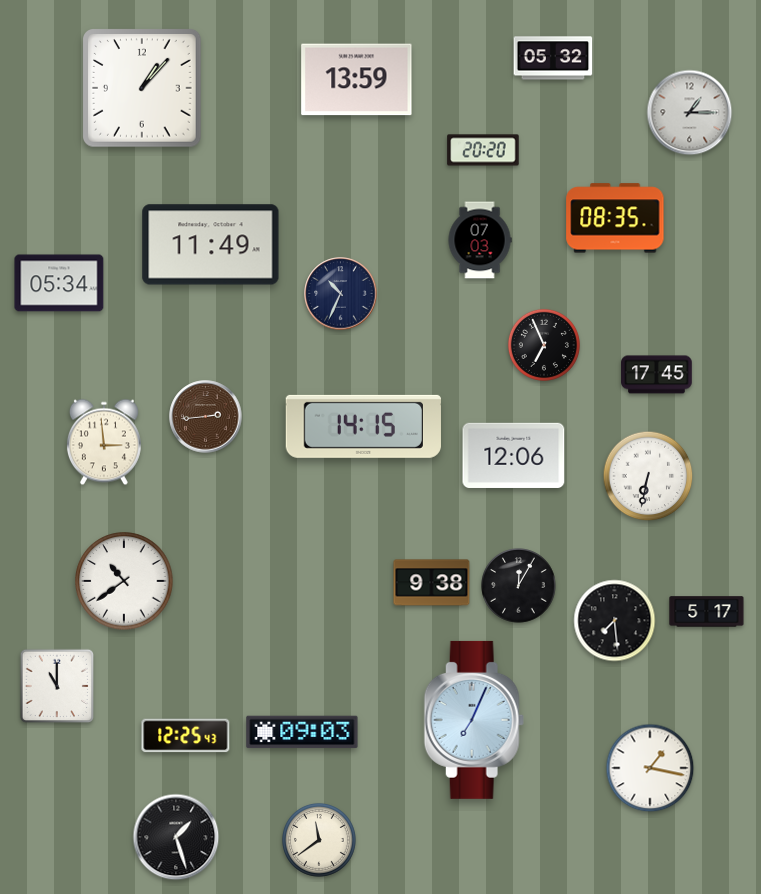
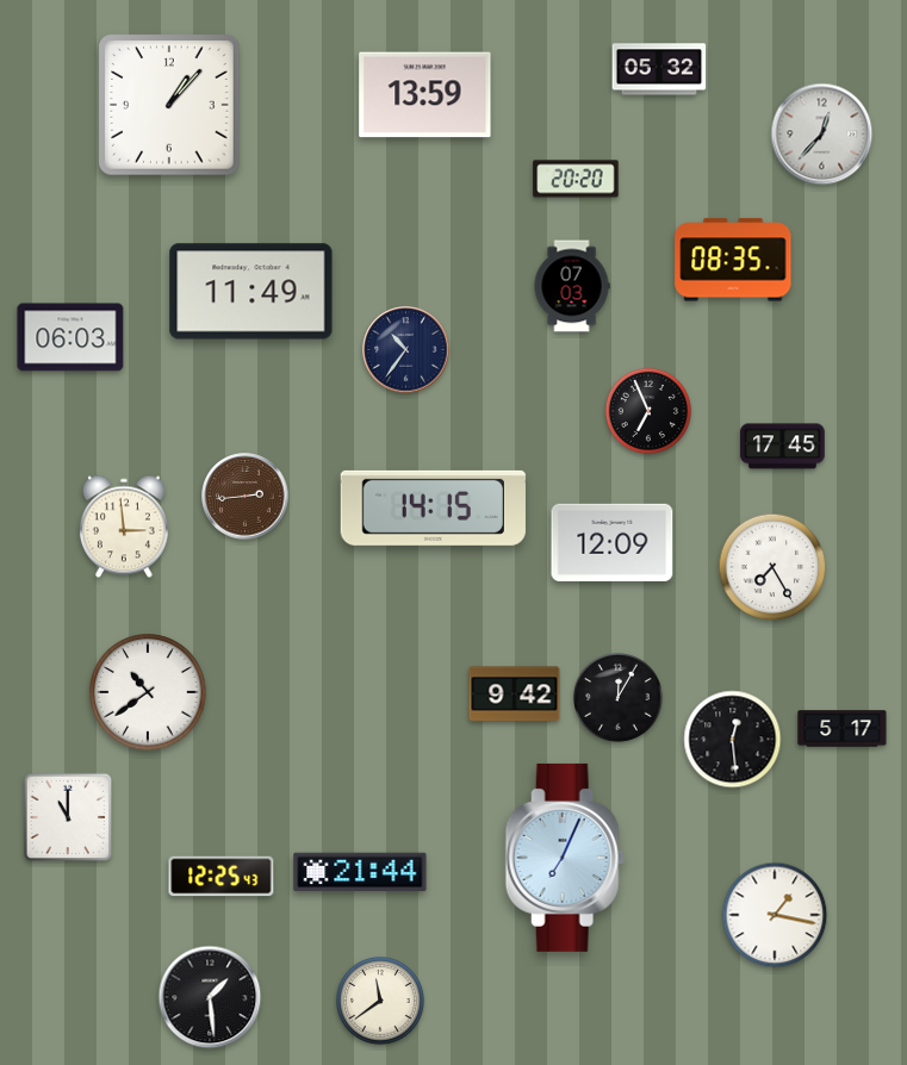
clock at (690, 113): 1:15 -> 12:37
clock at (59, 283): 05:34 -> 06:03
clock at (341, 294): 10:34 -> 10:36
clock at (514, 455): 12:06 -> 12:09
clock at (648, 476): 6:32 -> 7:25
clock at (432, 583): 9:38 -> 9:42
clock at (615, 621): 7:29 -> 12:29
clock at (302, 732): 09:03 -> 21:44
clock at (176, 837): 1:27 -> 1:29
